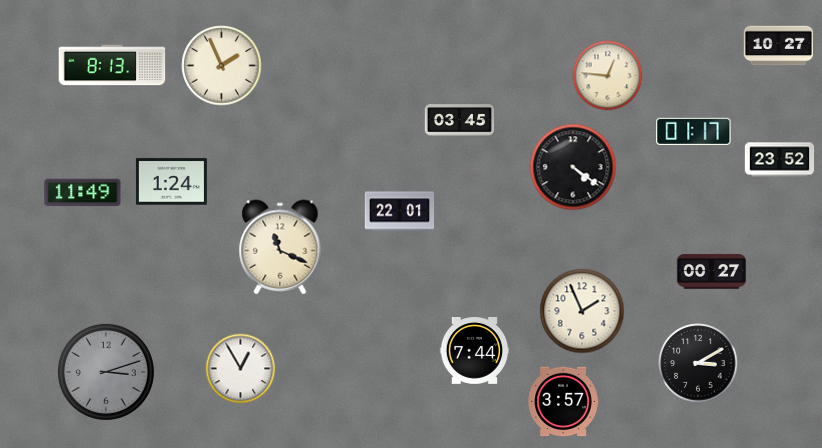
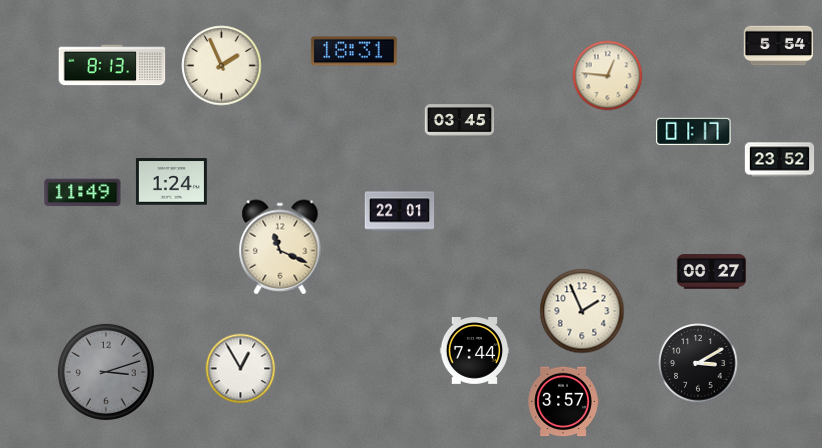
clock at (779, 46): 10:27 -> 5:54
clock at (354, 51): none -> 18:31
clock at (573, 167): 4:21 -> none
